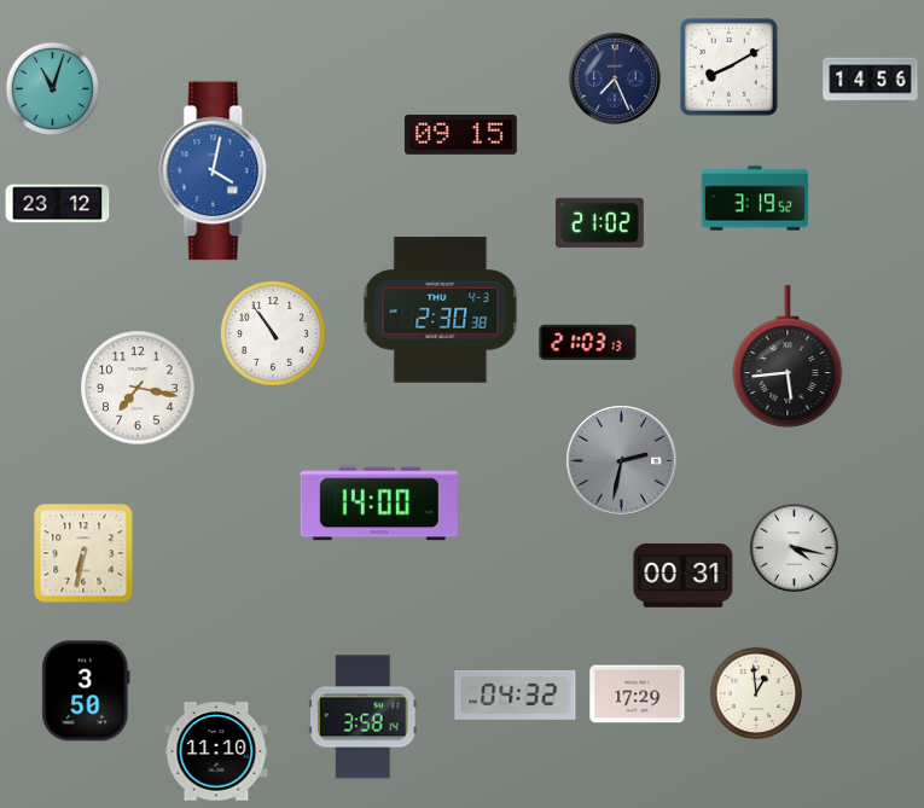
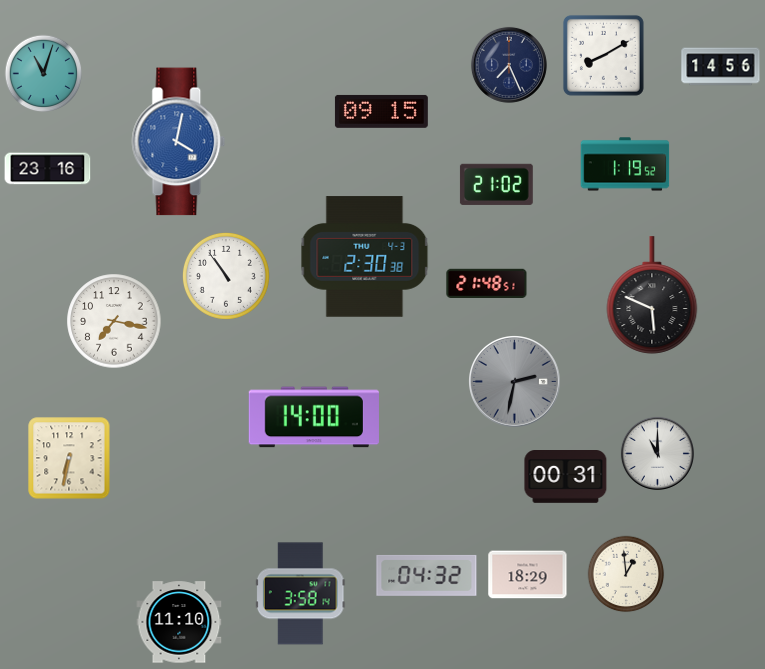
clock at (755, 198): 3:19 -> 1:19
clock at (58, 204): 23:12 -> 23:16
clock at (588, 342): 21:03 -> 21:48
clock at (788, 356): 5:44 -> 5:49
clock at (794, 547): 4:17 -> 11:00
clock at (86, 691): 3:50 -> none
clock at (638, 694): 17:29 -> 18:29
